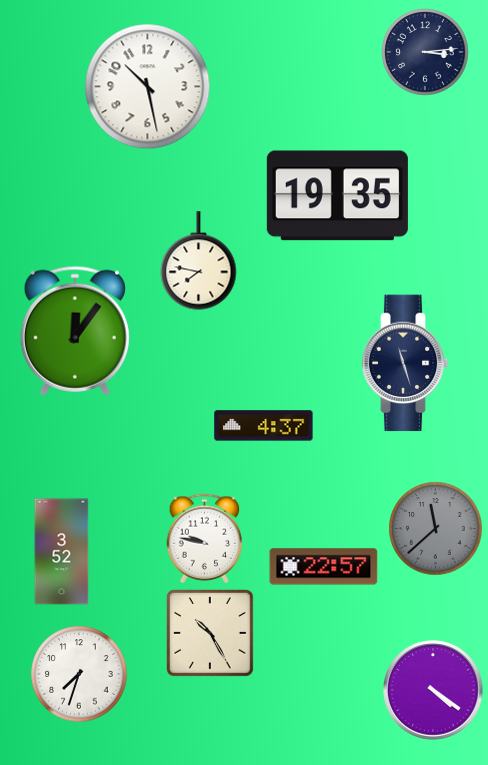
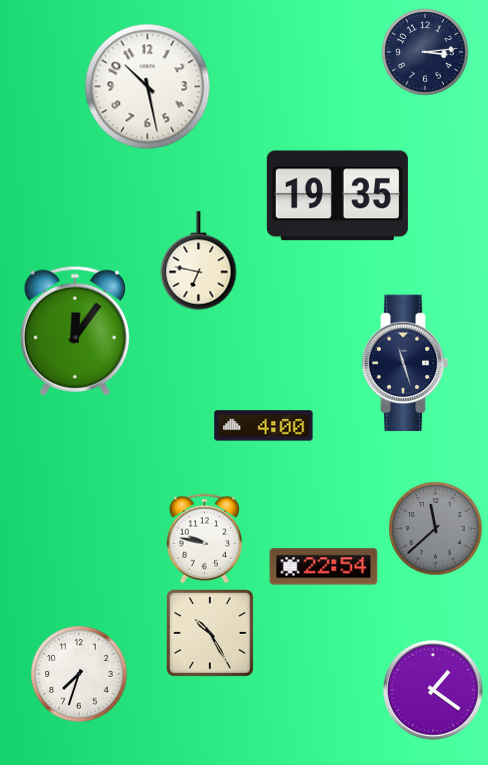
clock at (199, 261): 7:47 -> 6:47
clock at (264, 426): 4:37 -> 4:00
clock at (62, 552): 3:52 -> none
clock at (324, 567): 22:57 -> 22:54
clock at (433, 690): 4:21 -> 1:21
